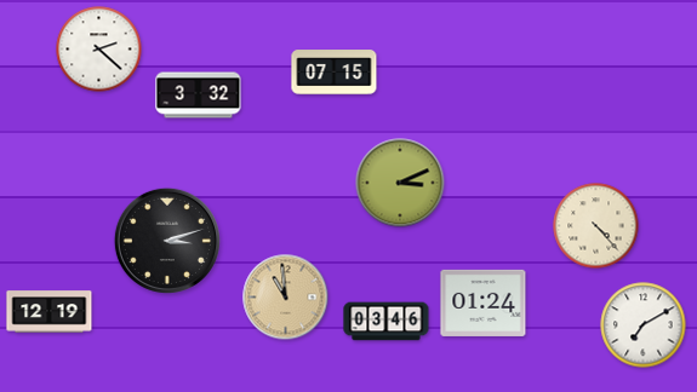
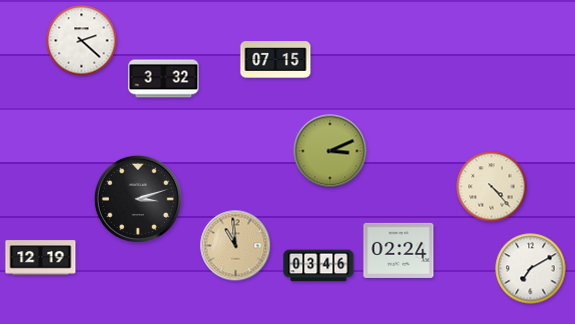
clock at (484, 302): 01:24 -> 02:24
